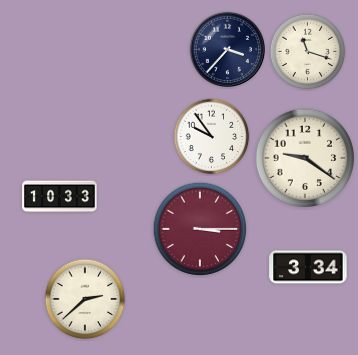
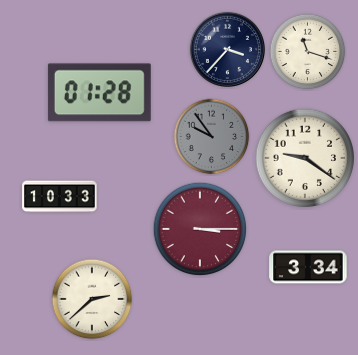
clock at (99, 93): none -> 01:28
clock at (212, 137) dial: white -> grey
clock at (85, 299) position: (85, 299) -> (92, 299)
